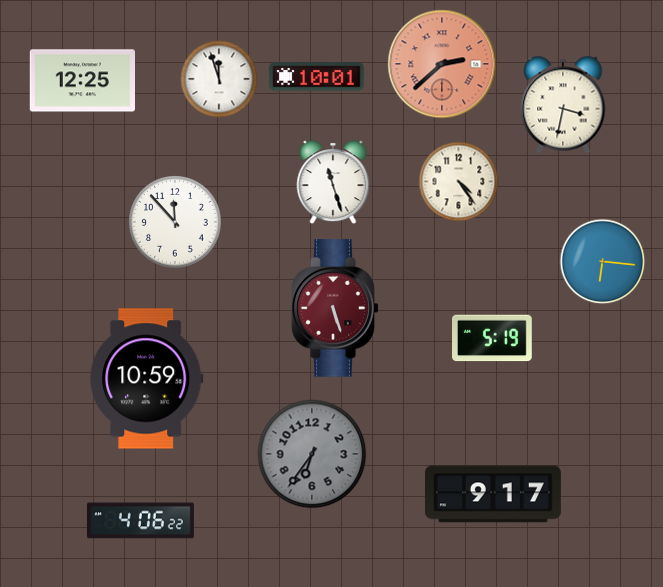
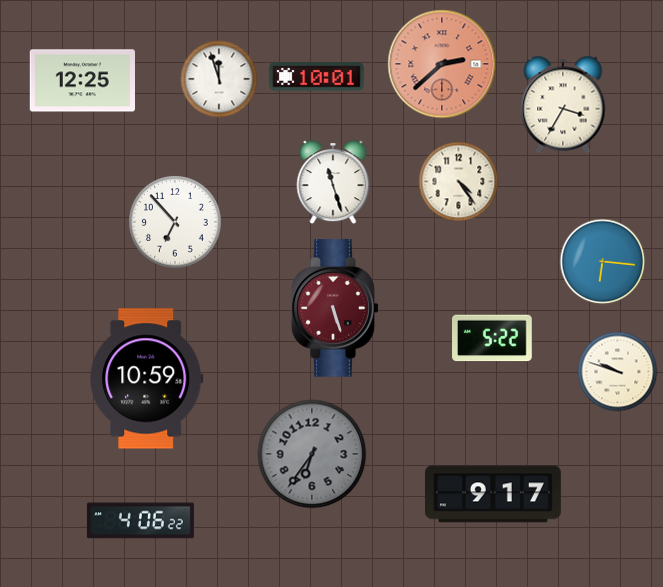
clock at (563, 105): 3:32 -> 3:35
clock at (176, 223): 11:53 -> 6:53
clock at (493, 338): 5:19 -> 5:22
clock at (618, 372): none -> 9:48
